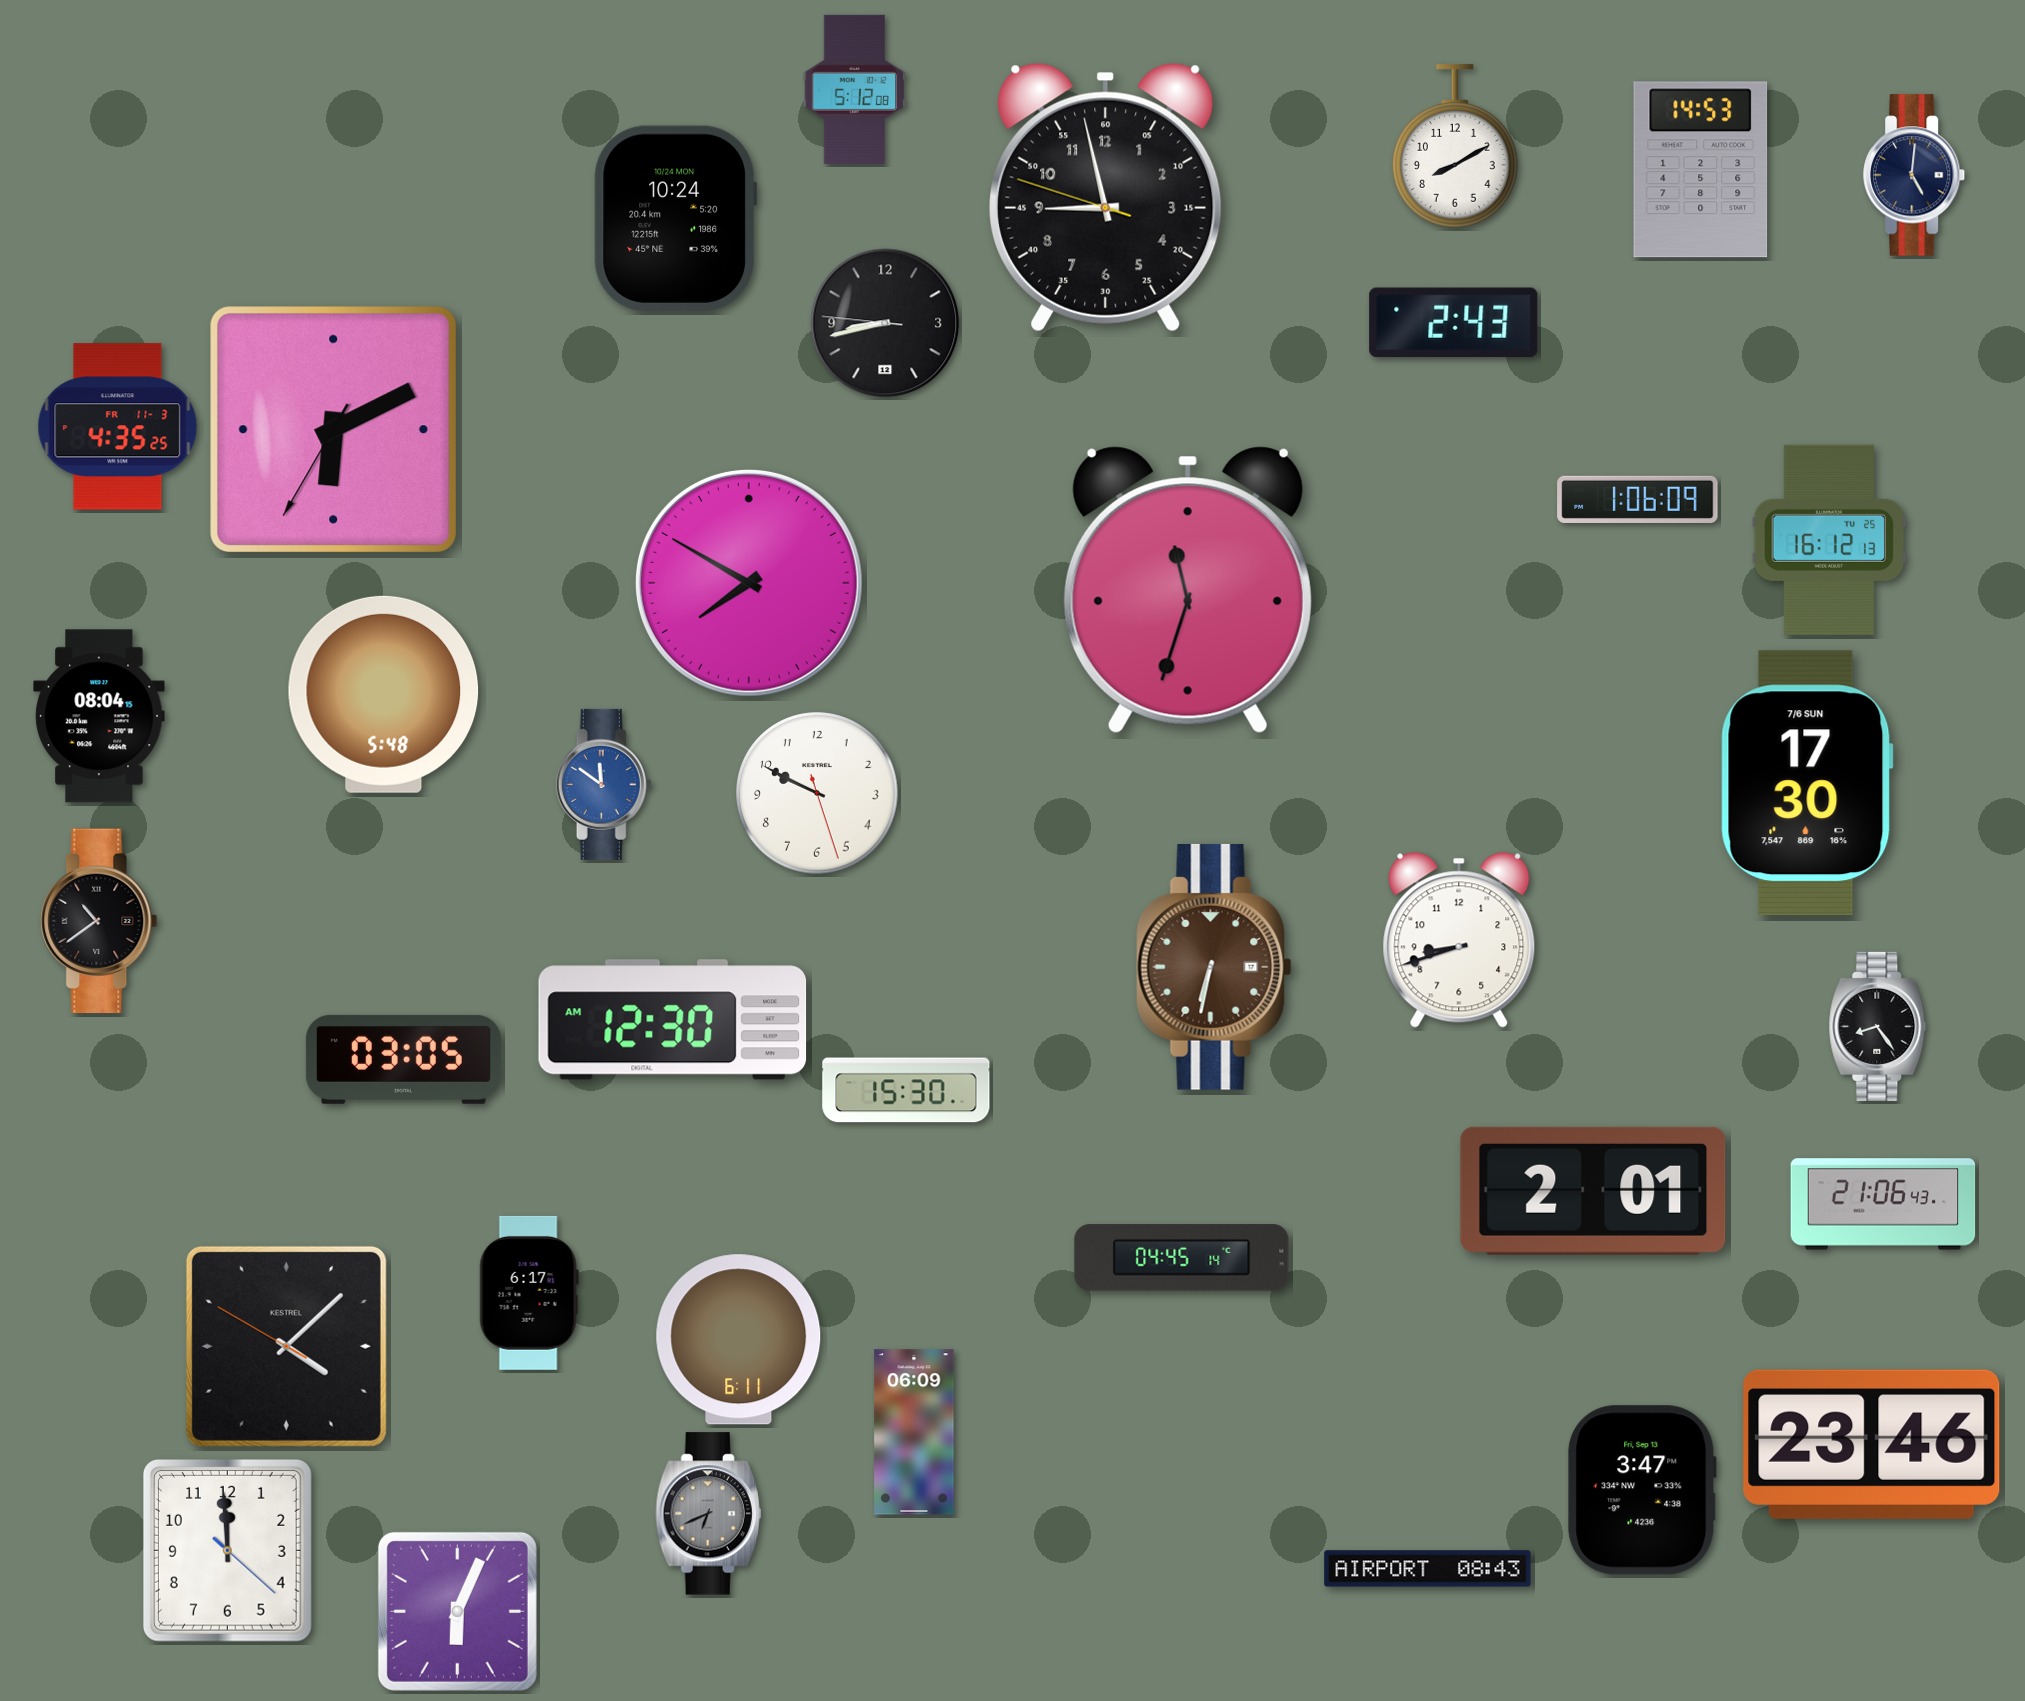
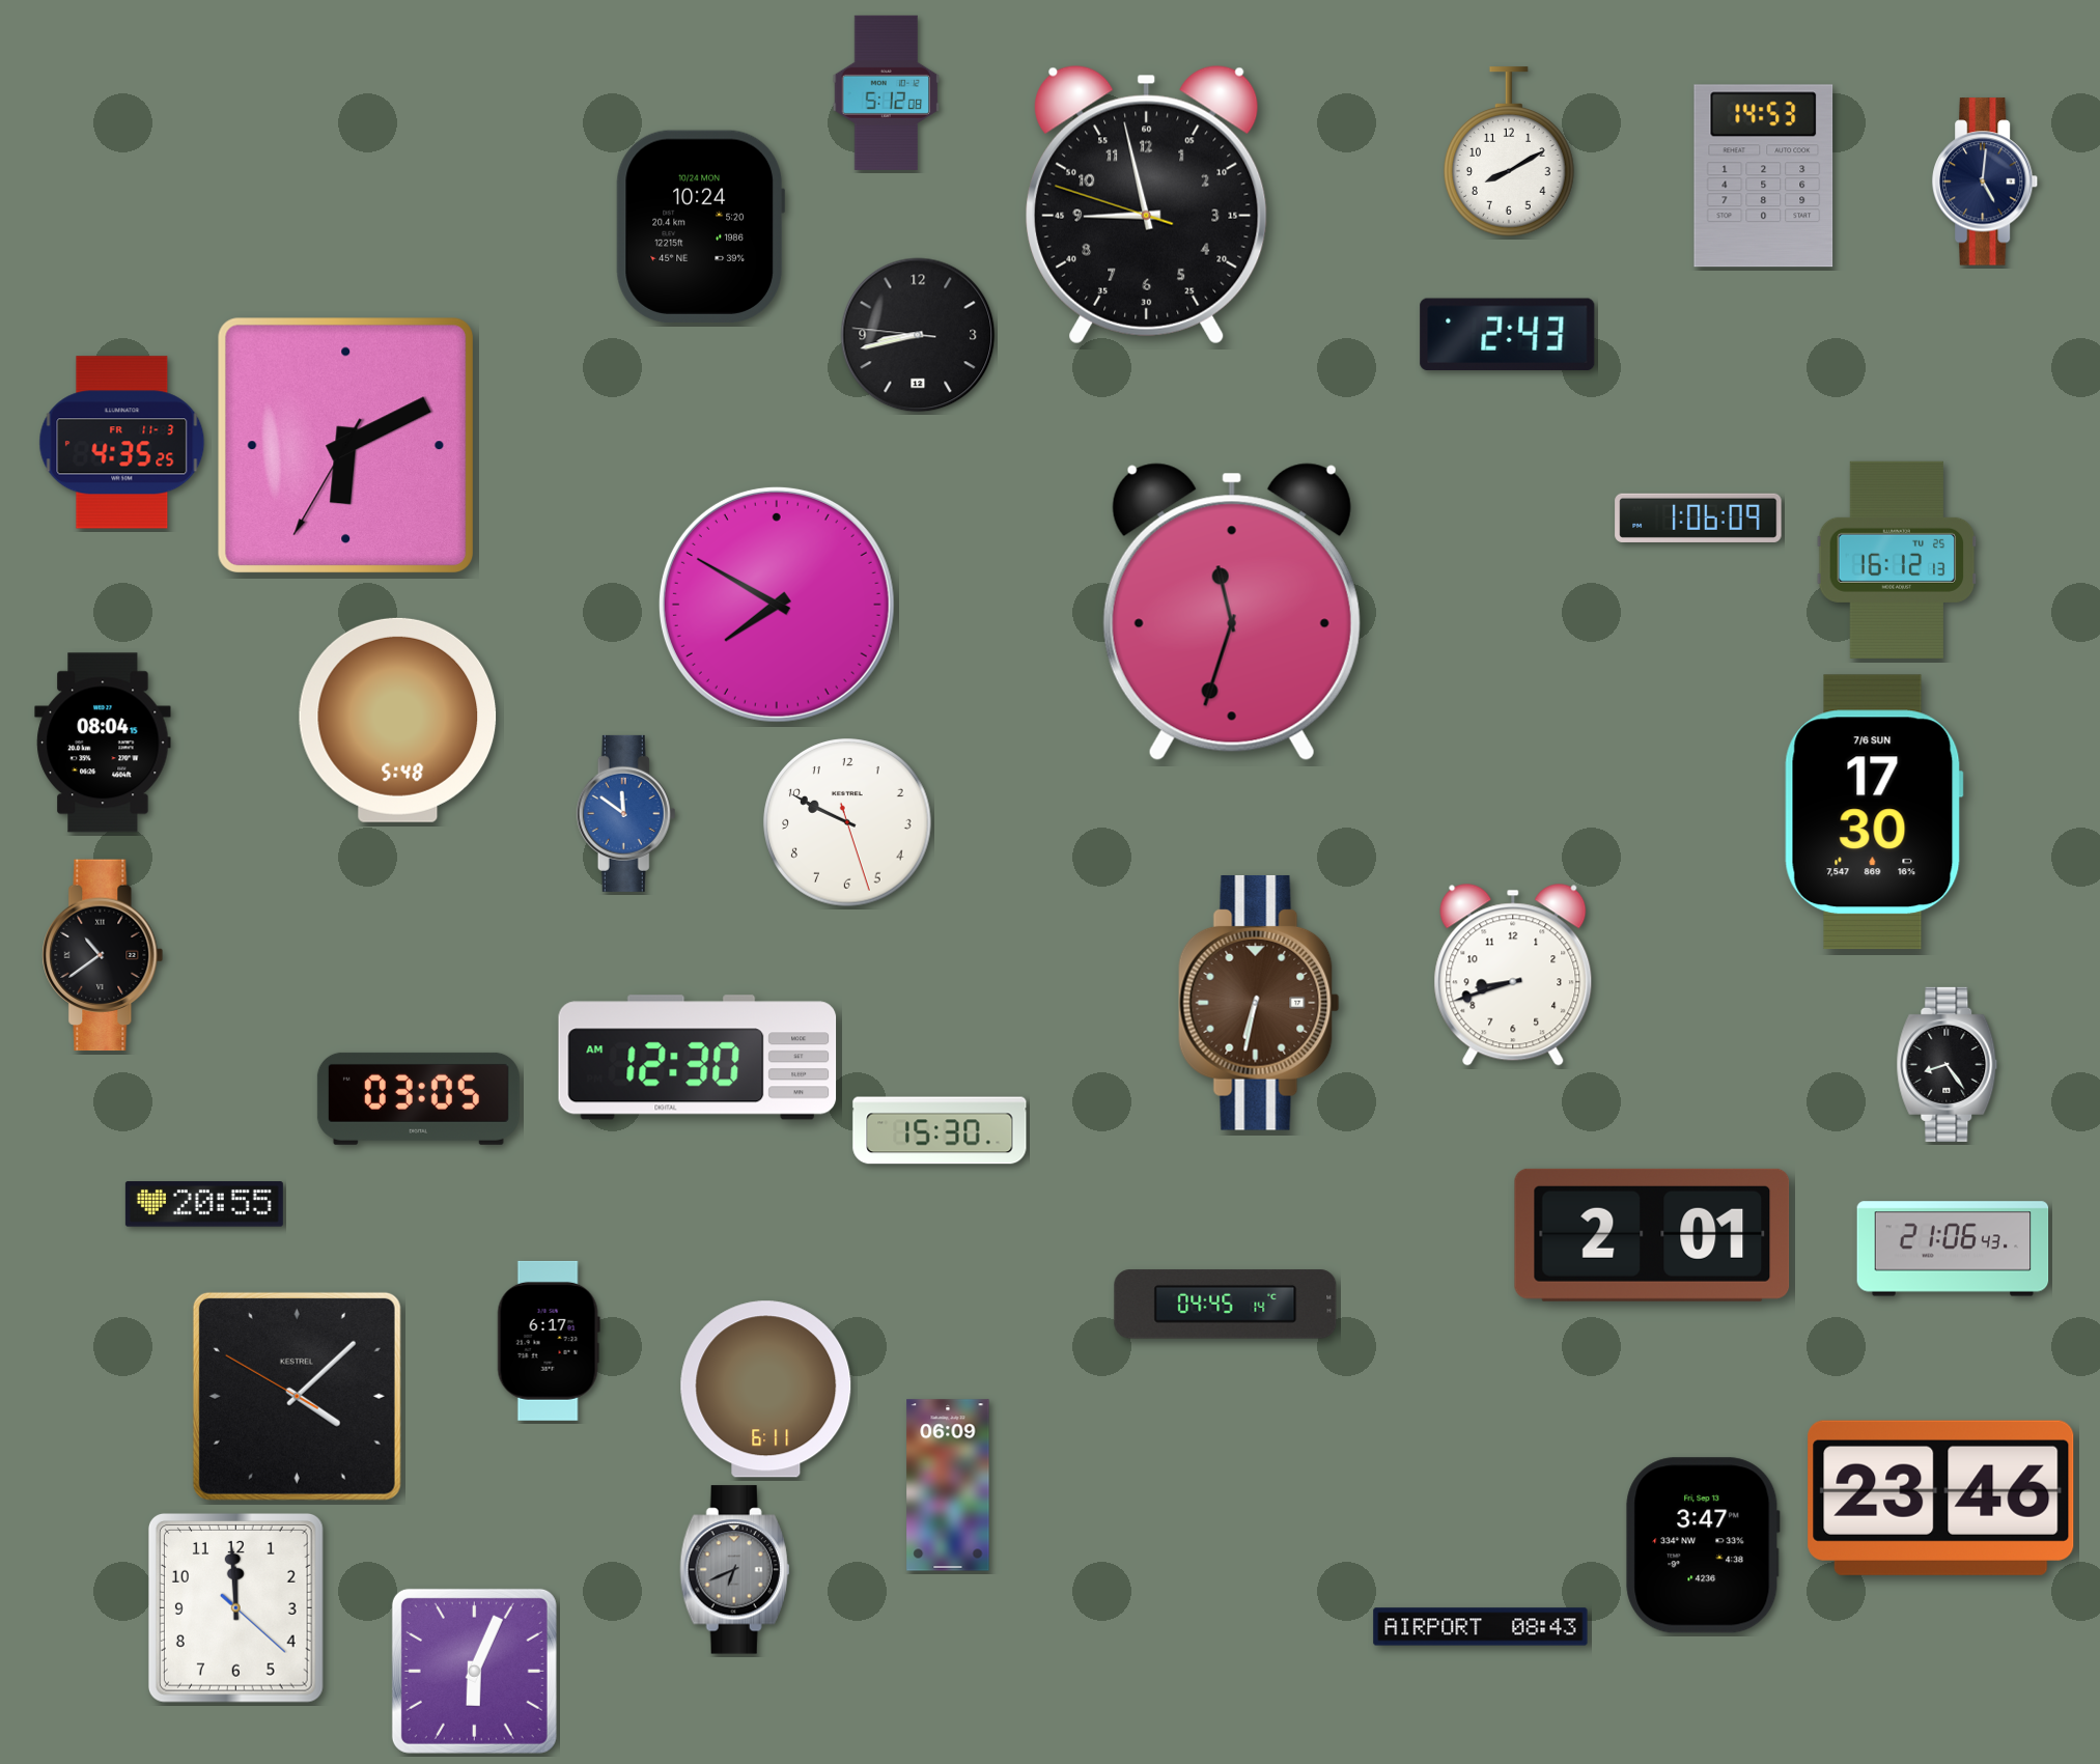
clock at (204, 1204): none -> 20:55
